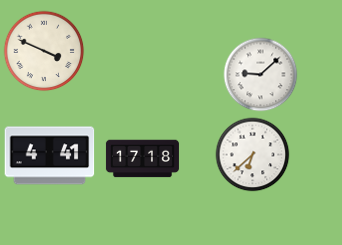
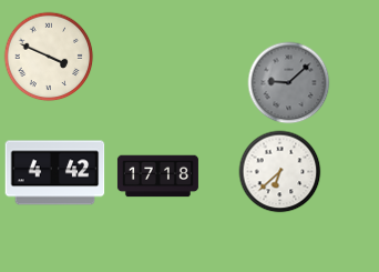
clock at (261, 75) dial: white -> grey
clock at (50, 156): 4:41 -> 4:42
